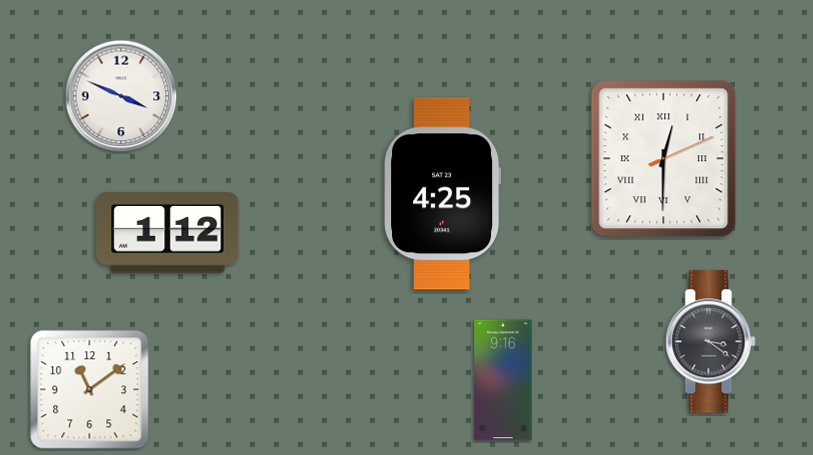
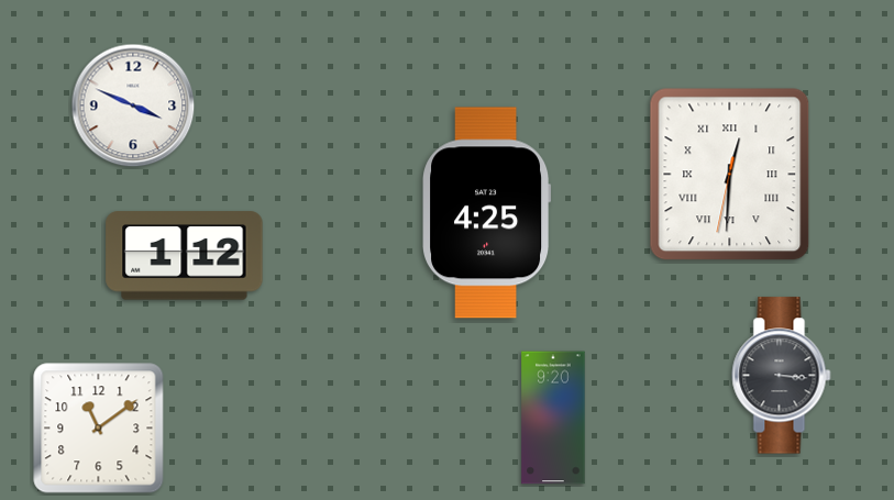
clock at (664, 159): 12:30:11 -> 12:30:32
clock at (711, 342): 3:21 -> 3:16
clock at (503, 380): 9:16 -> 9:20
